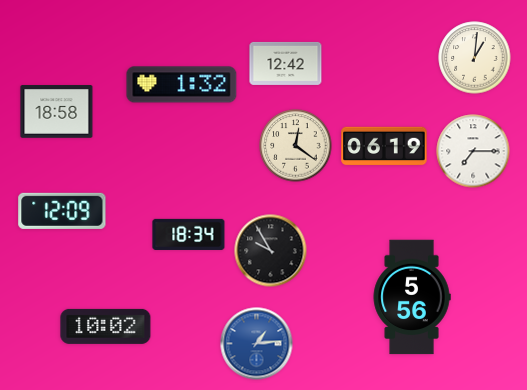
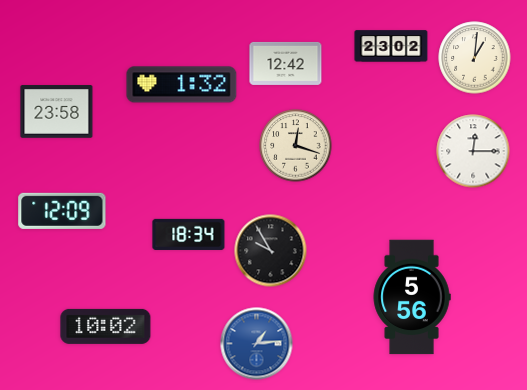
clock at (391, 46): none -> 23:02
clock at (57, 112): 18:58 -> 23:58
clock at (296, 146): 12:21 -> 12:18
clock at (384, 146): 06:19 -> none
clock at (473, 151): 7:15 -> 12:15
